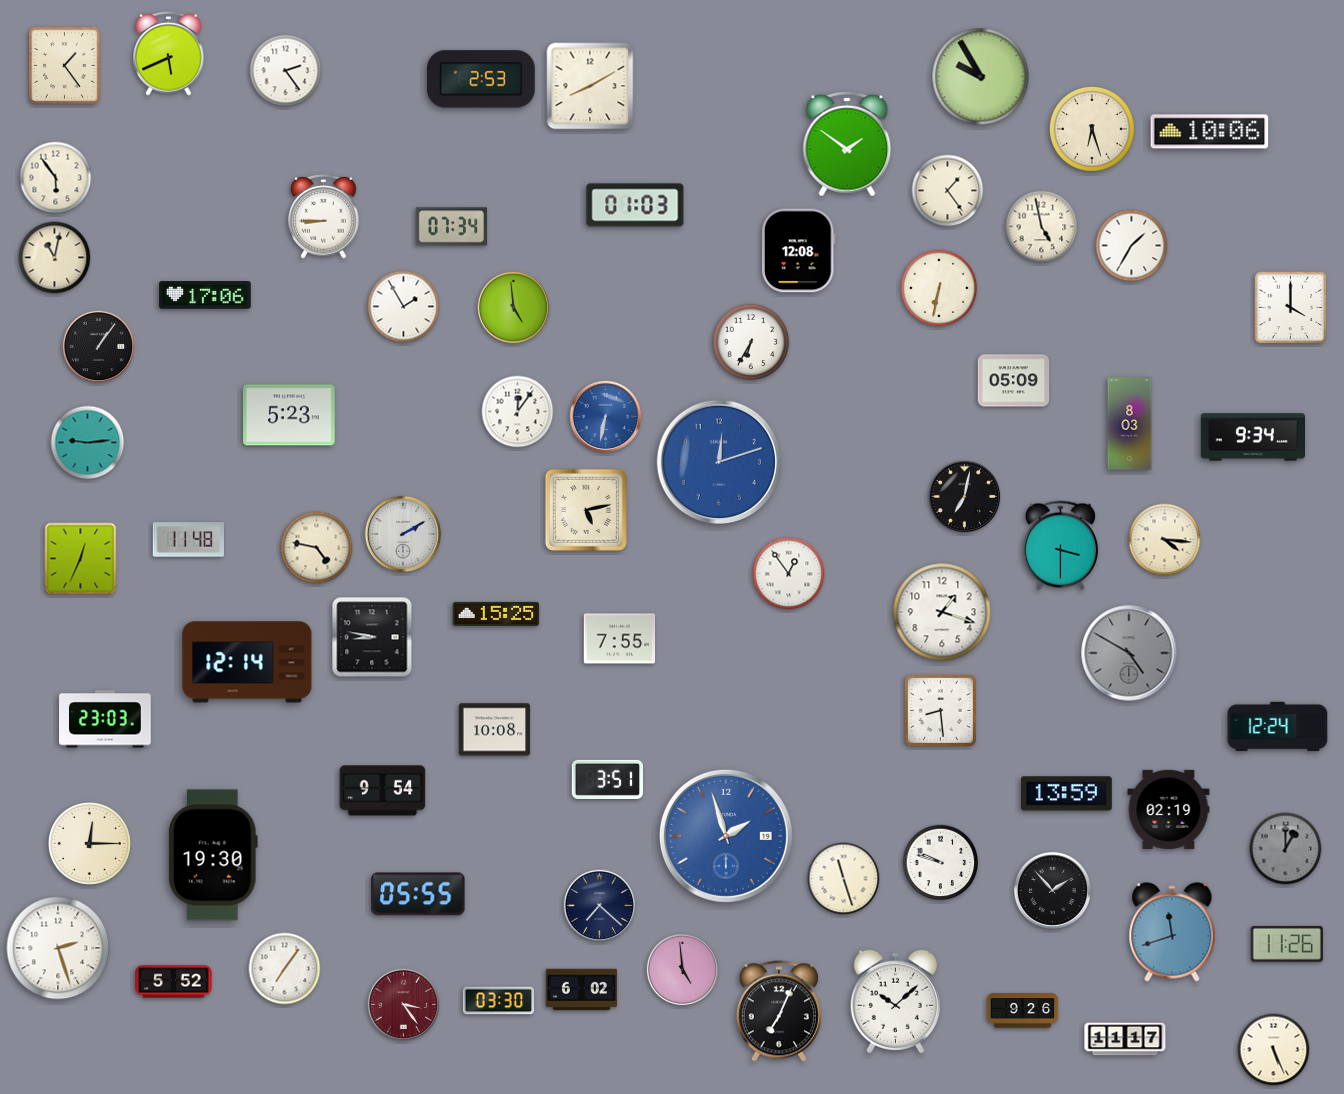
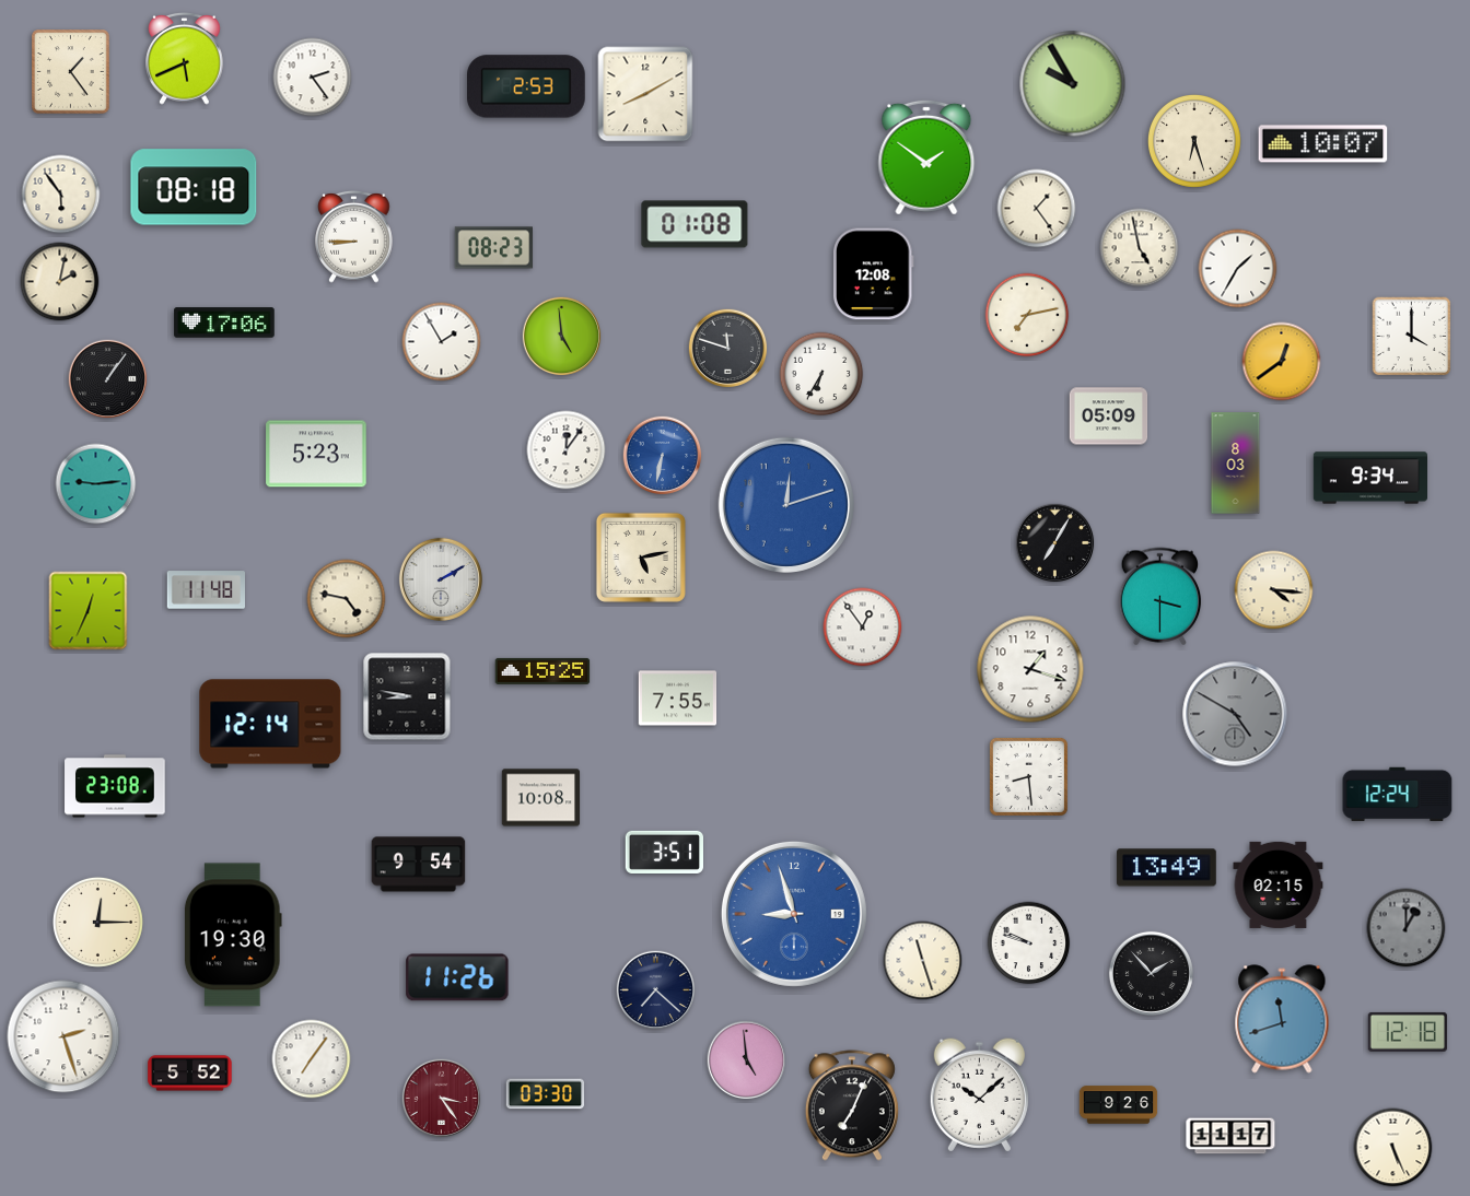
clock at (1210, 132): 10:06 -> 10:07
clock at (194, 187): none -> 08:18
clock at (635, 205): 01:03 -> 01:08
clock at (451, 227): 07:34 -> 08:23
clock at (55, 258): 11:02 -> 2:02
clock at (939, 288): 6:32 -> 7:13
clock at (404, 307) position: (404, 307) -> (442, 342)
clock at (728, 349): none -> 11:48
clock at (1282, 362): none -> 12:39
clock at (965, 497): 7:02 -> 7:05
clock at (403, 534) position: (403, 534) -> (441, 579)
clock at (105, 719): 23:03 -> 23:08
clock at (1066, 794): 13:59 -> 13:49
clock at (1169, 809): 02:19 -> 02:15
clock at (726, 836): 1:57 -> 8:57
clock at (418, 894): 05:55 -> 11:26
clock at (1287, 944): 11:26 -> 12:18
clock at (582, 990): 6:02 -> none
